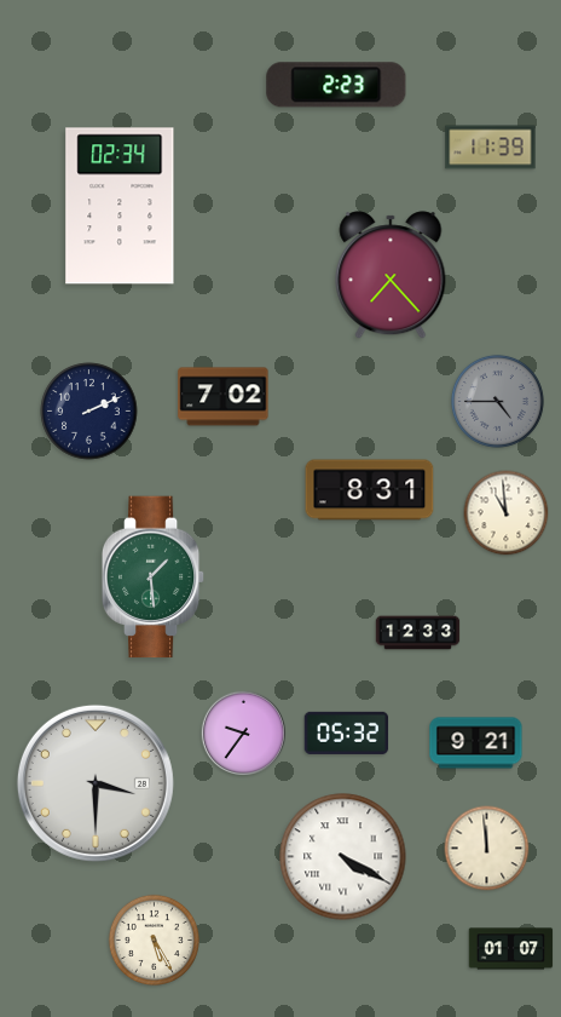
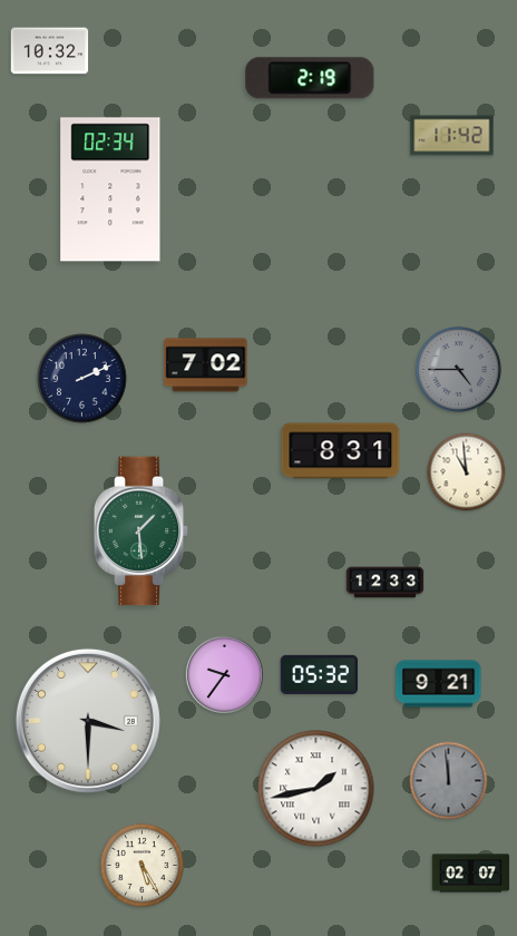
clock at (50, 51): none -> 10:32
clock at (336, 85): 2:23 -> 2:19
clock at (491, 148): 11:39 -> 11:42
clock at (391, 275): 7:23 -> none
clock at (487, 849) dial: cream -> grey
clock at (343, 857): 4:20 -> 1:43
clock at (511, 949): 01:07 -> 02:07
